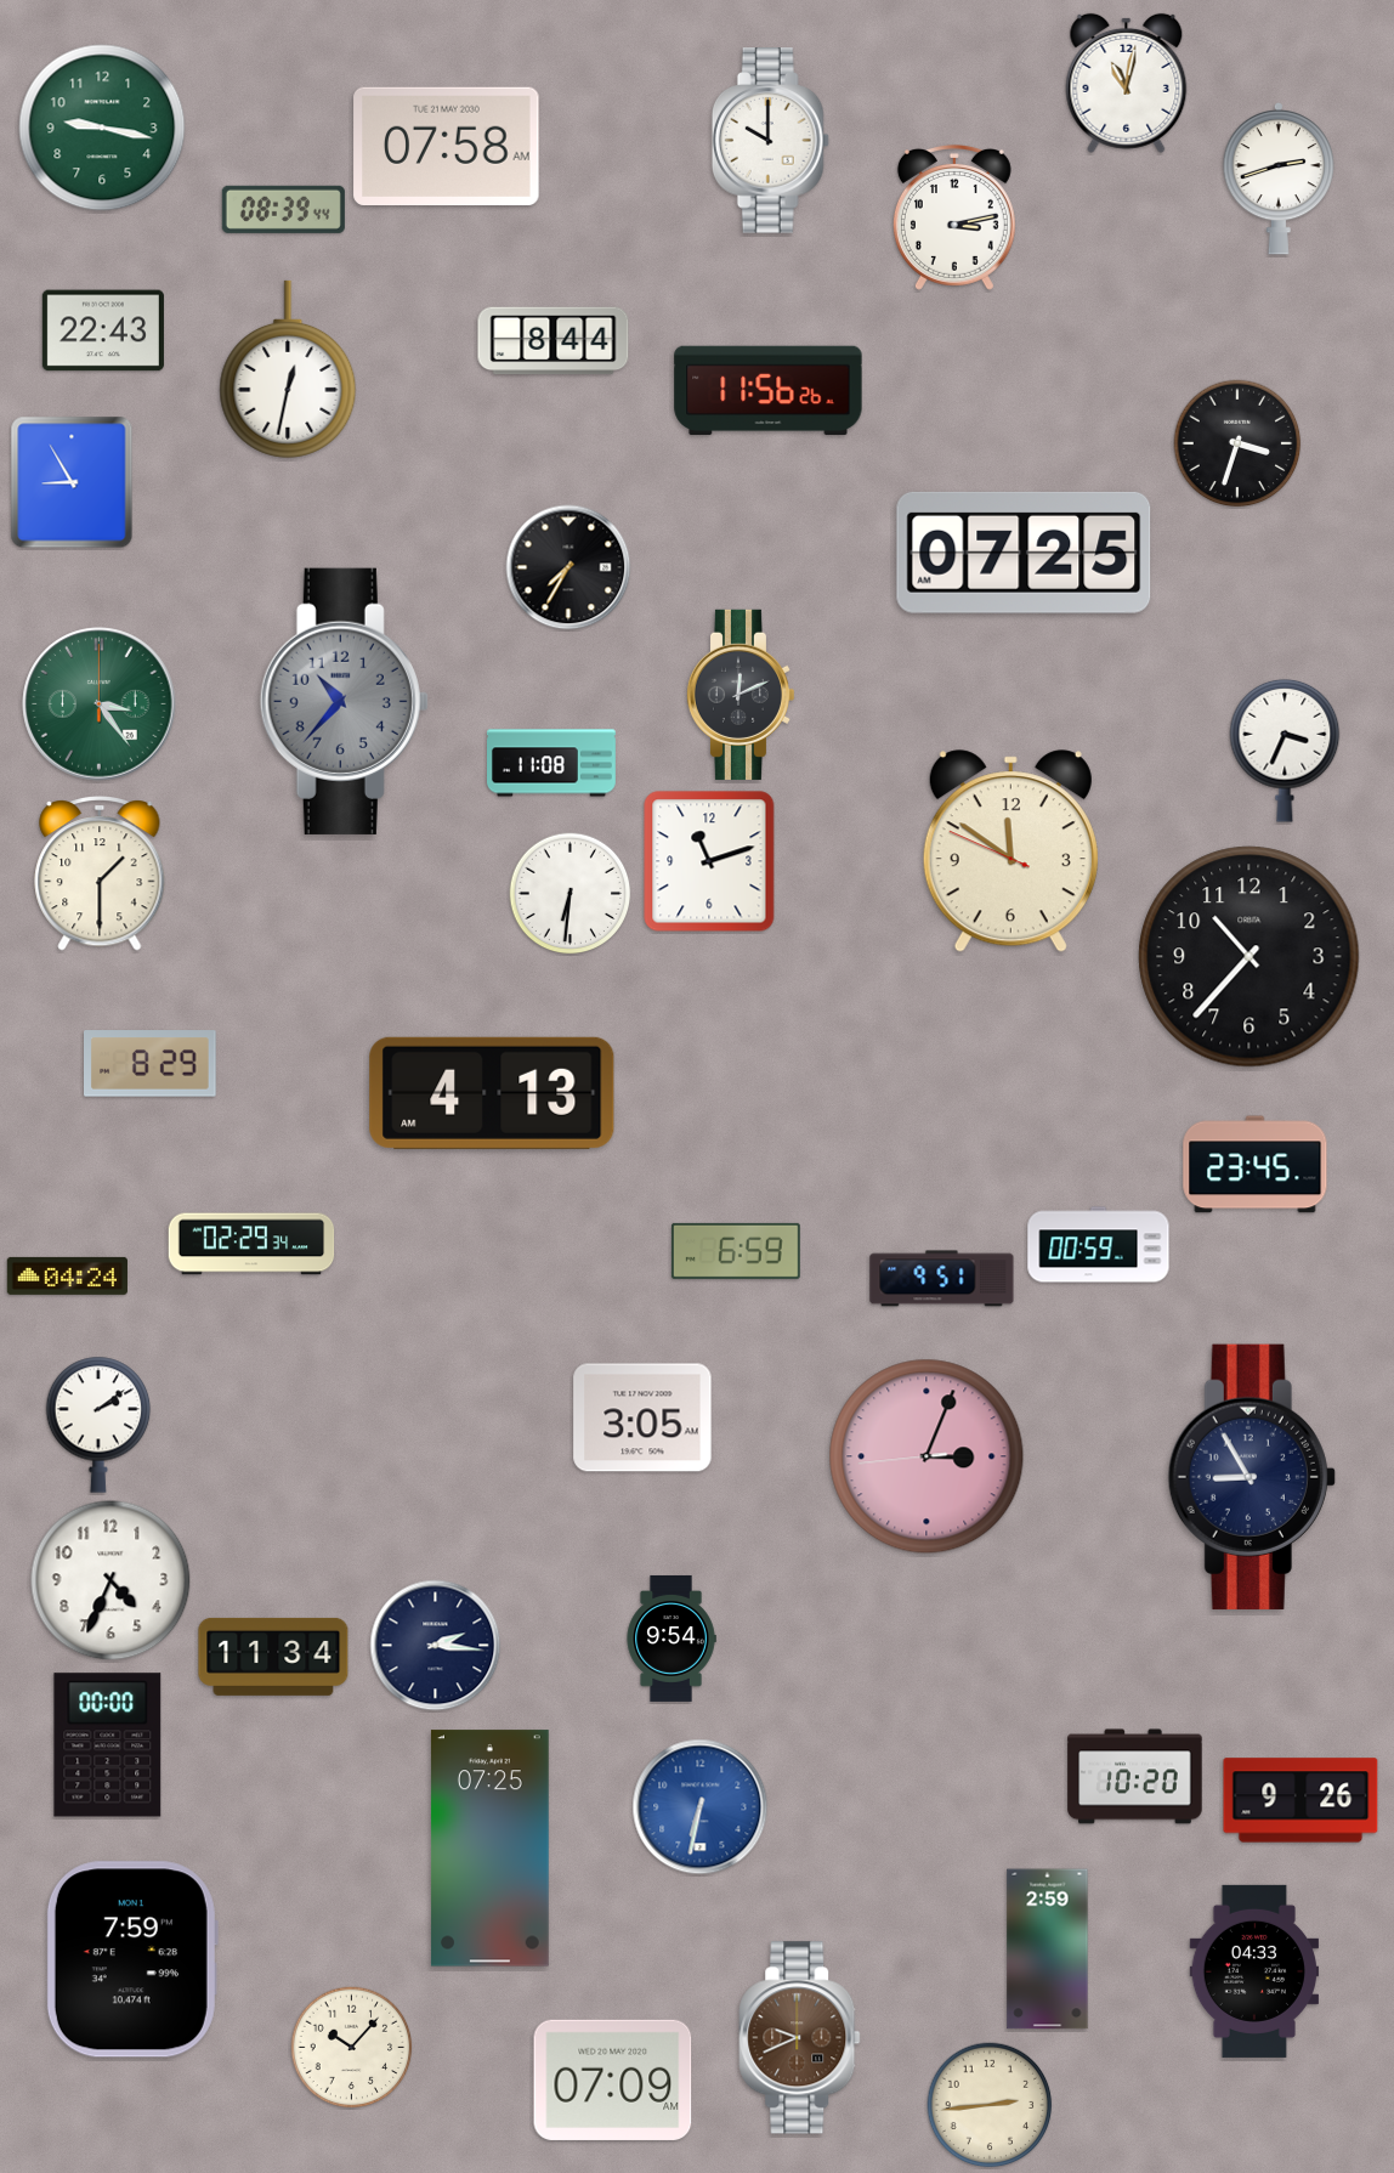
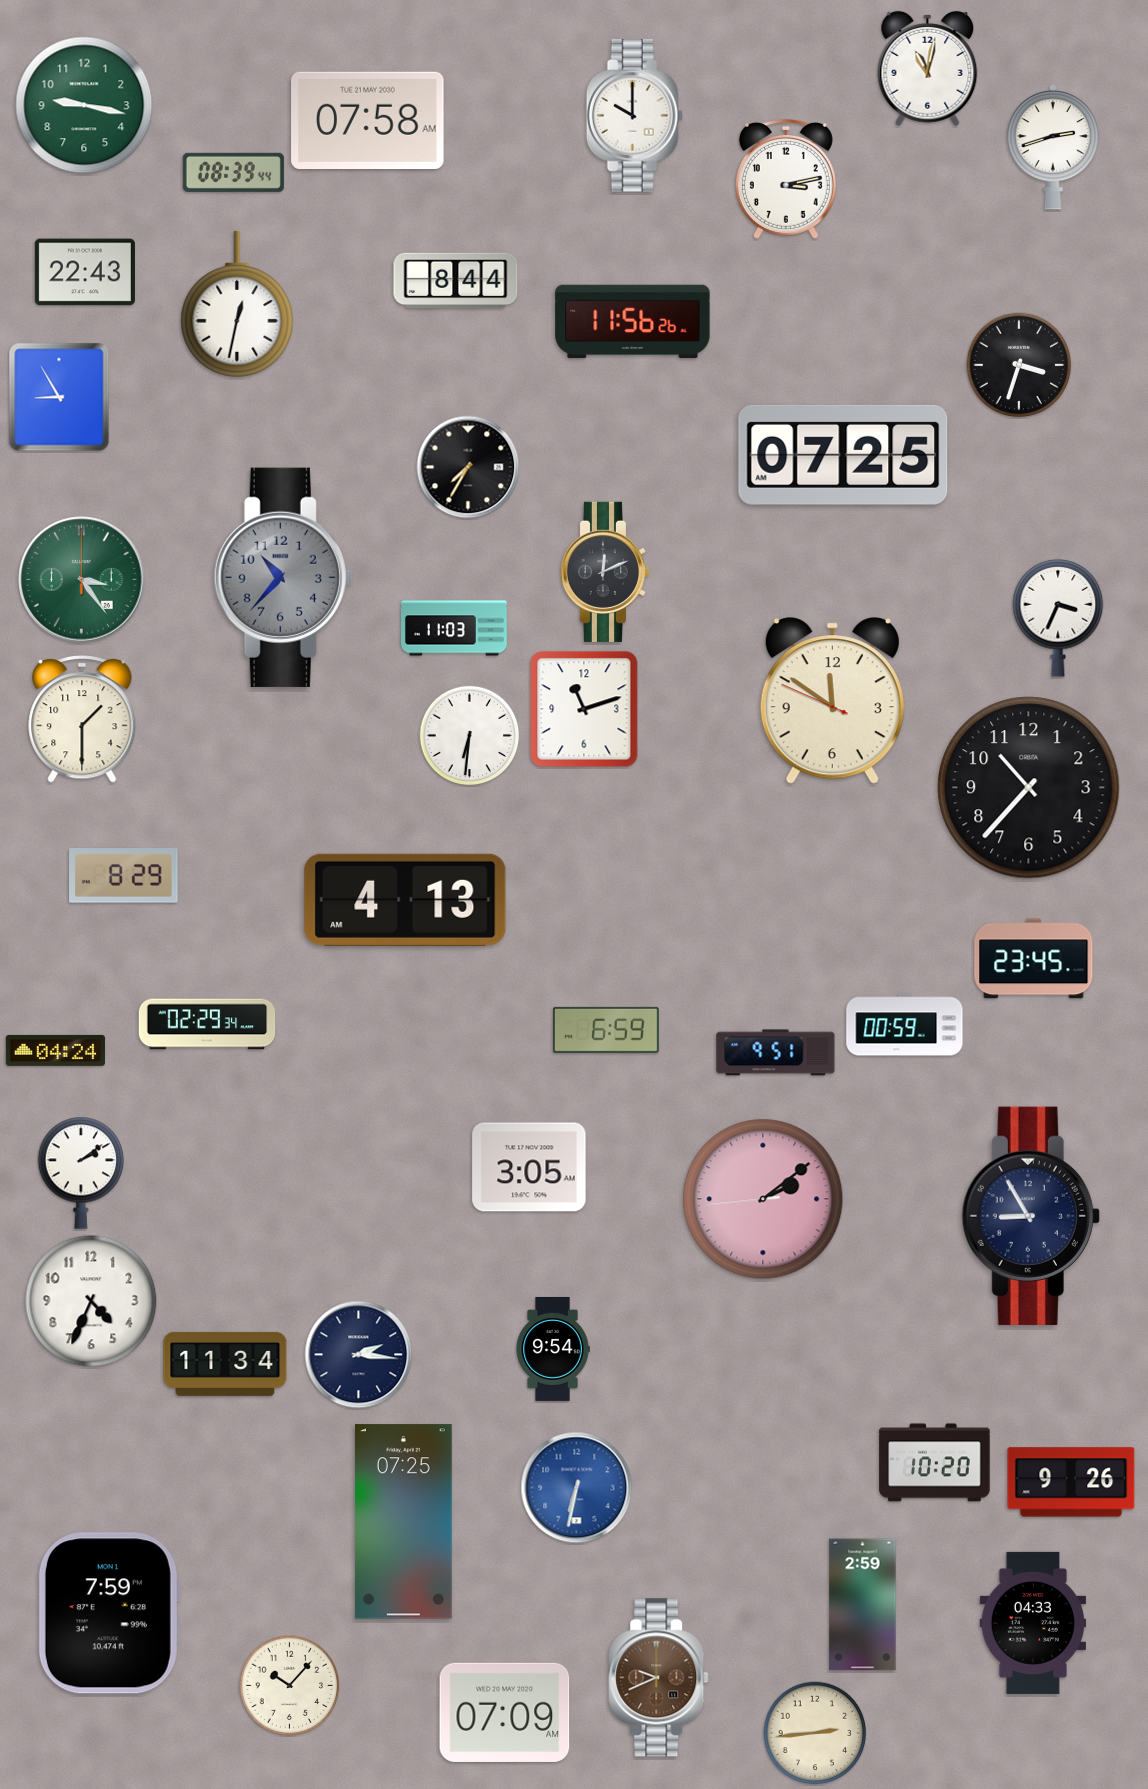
clock at (739, 695) position: (739, 695) -> (604, 572)
clock at (551, 763): 11:08 -> 11:03
clock at (926, 1456): 3:03 -> 2:08
clock at (108, 1745): 00:00 -> none
